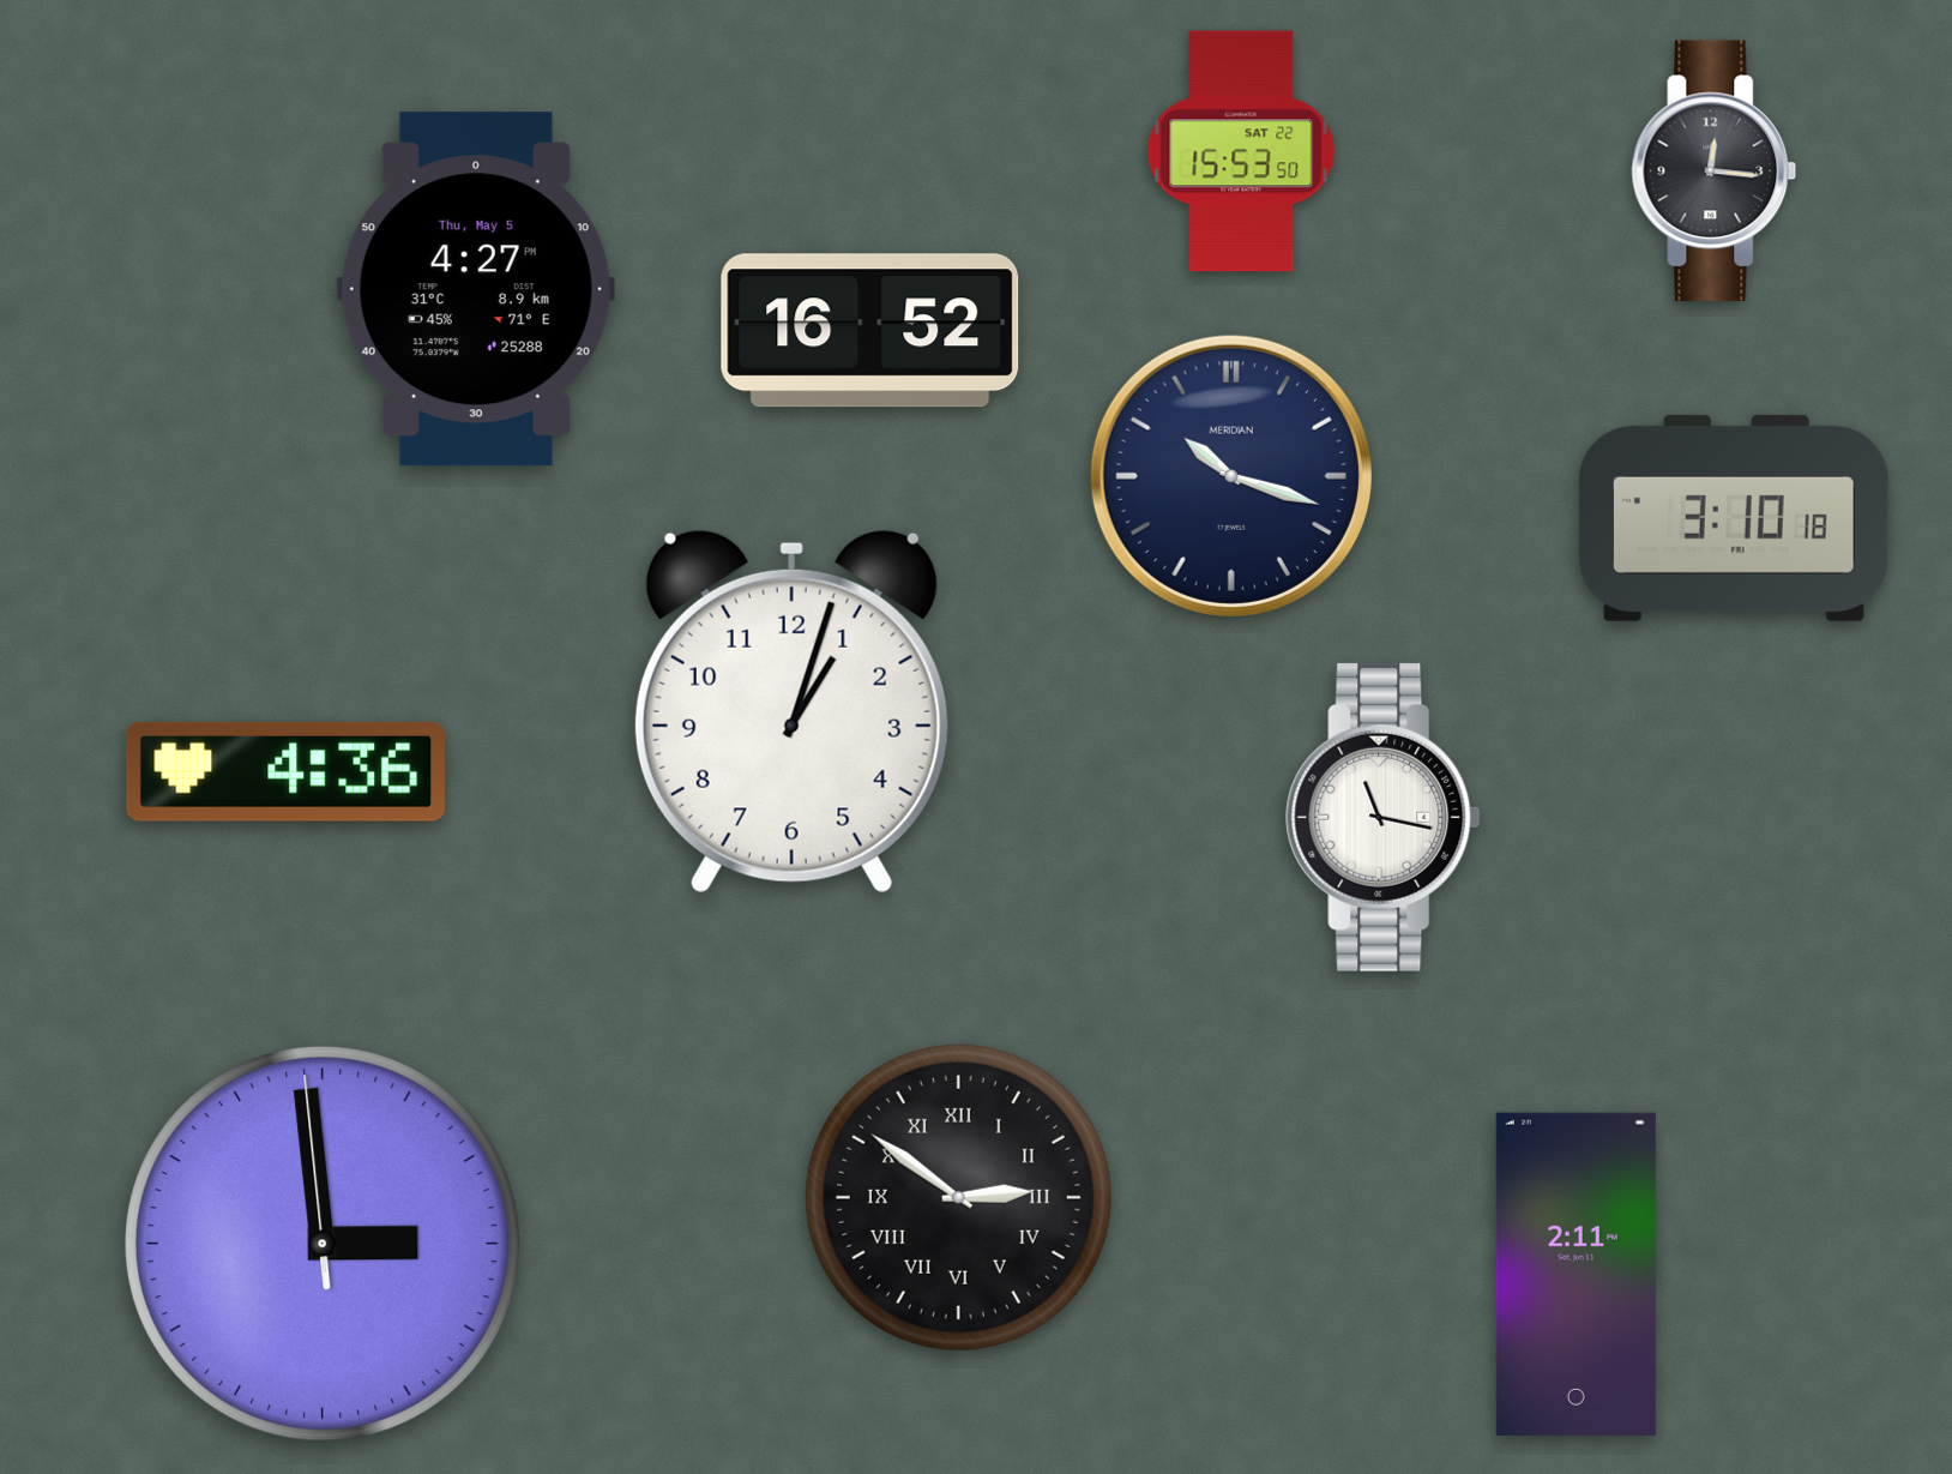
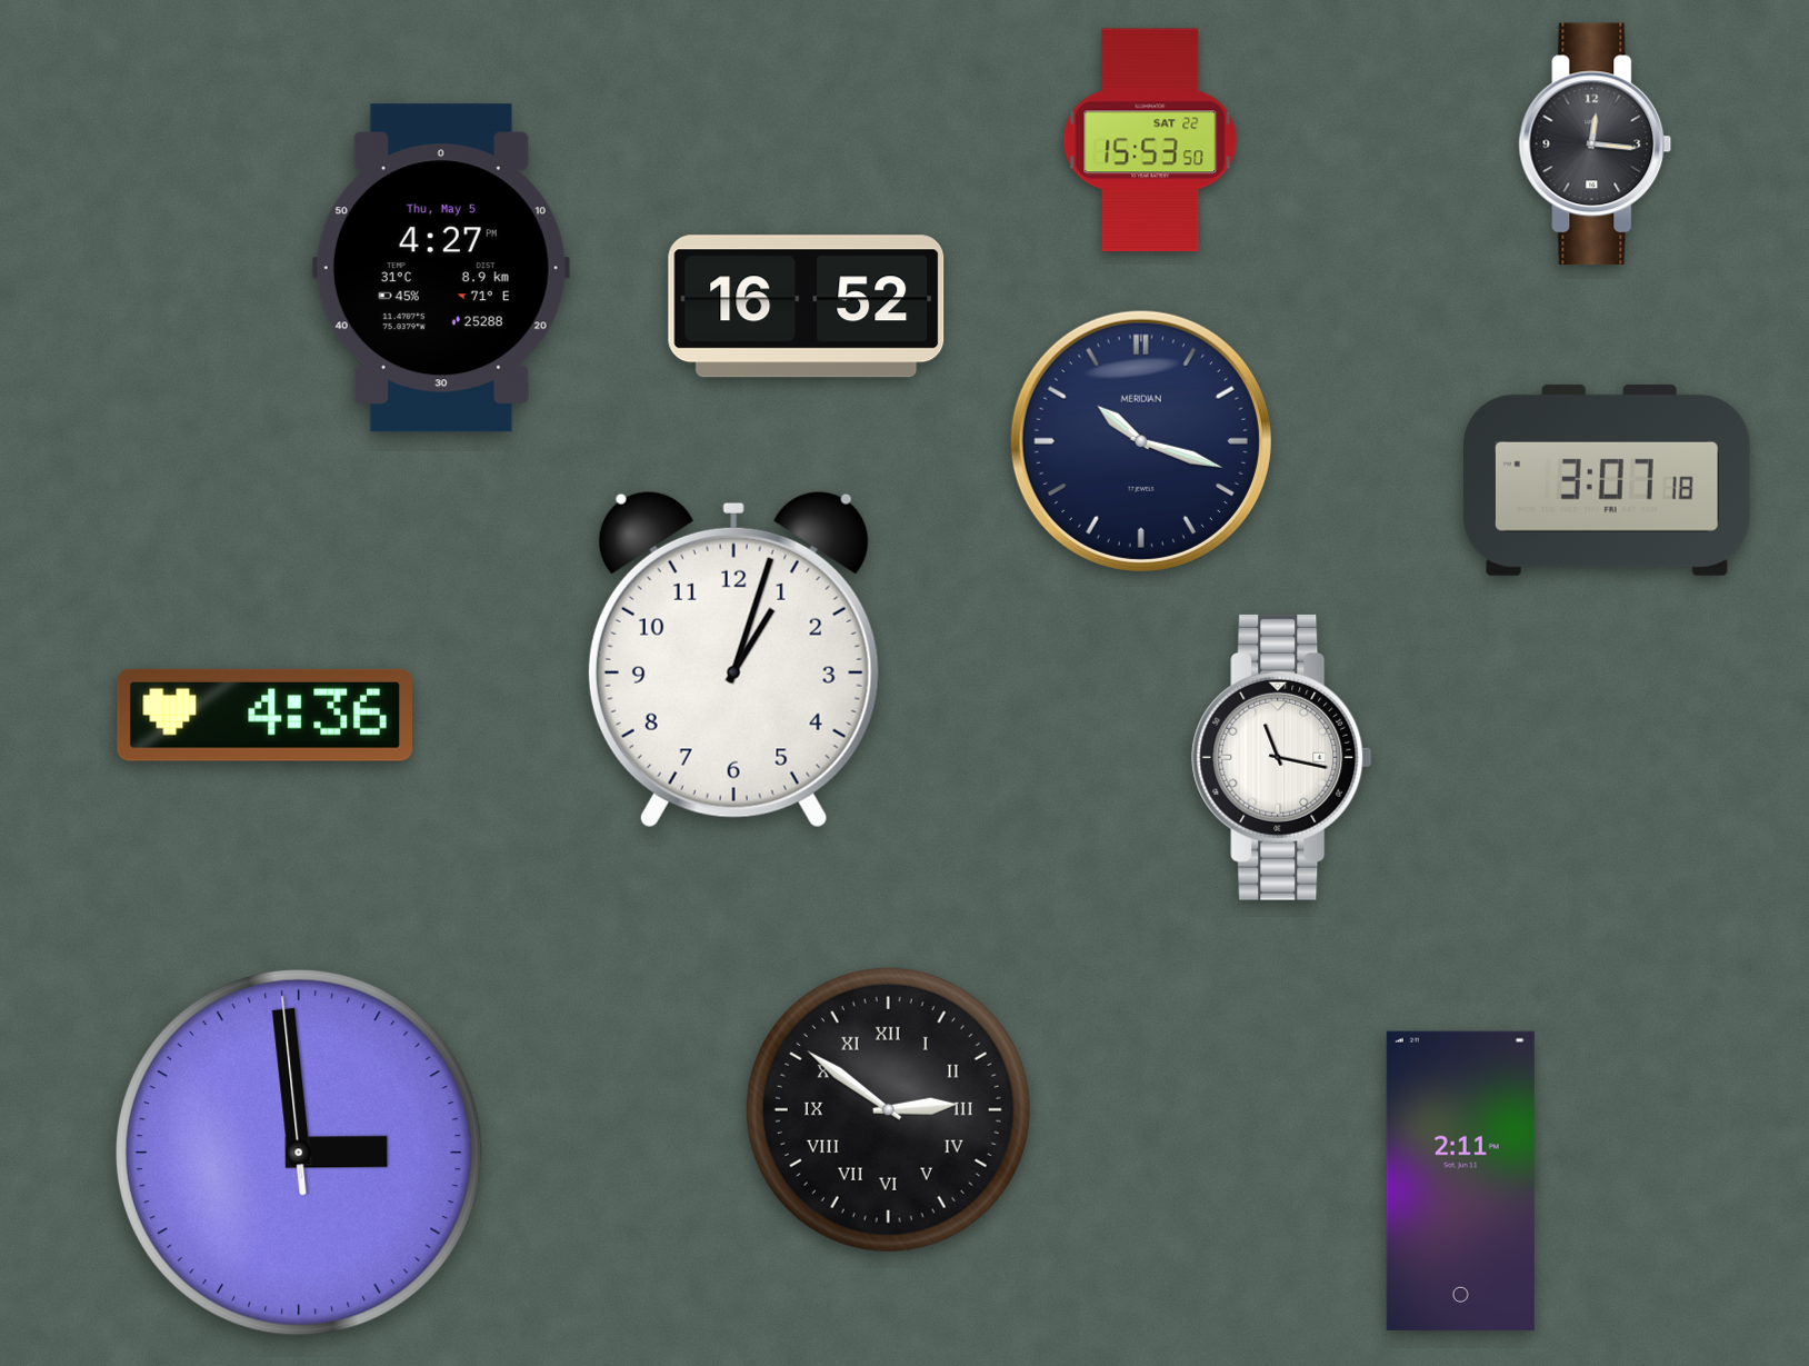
clock at (1715, 172) position: (1715, 172) -> (1596, 144)
clock at (1734, 518): 3:10 -> 3:07
